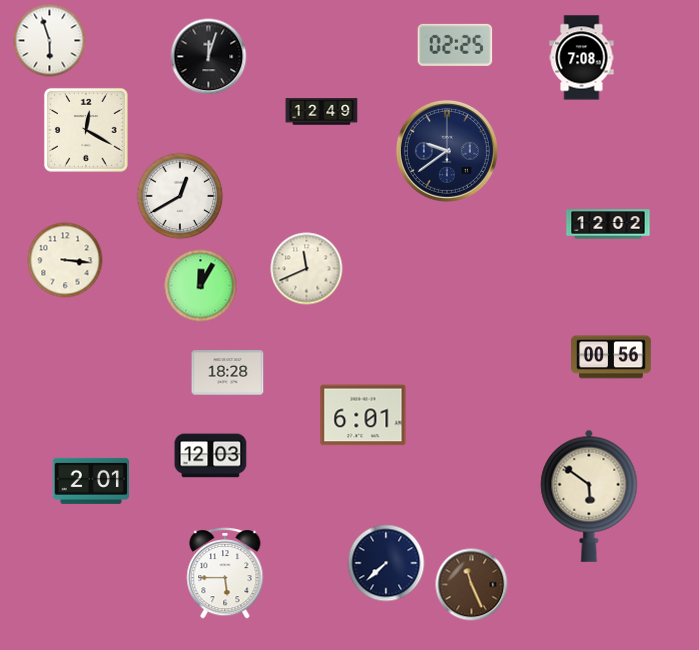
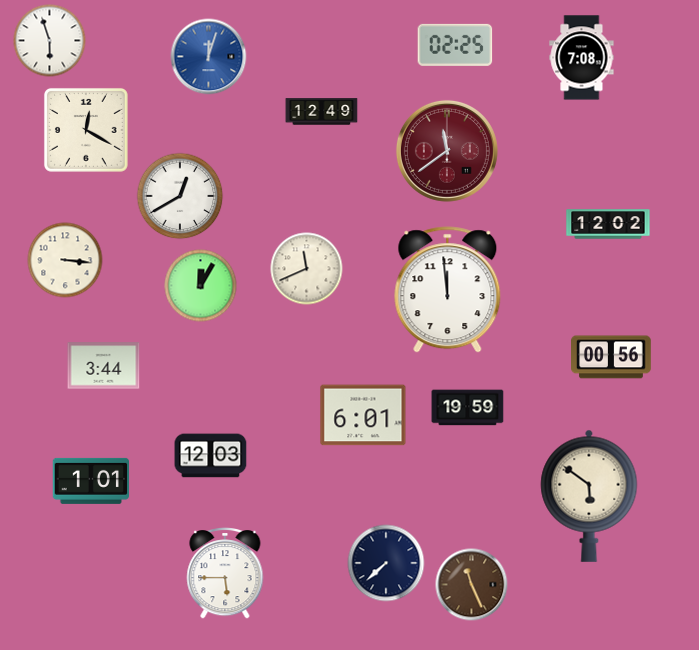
clock at (209, 57) dial: black -> blue
clock at (447, 151): 9:39 -> 11:39
clock at (447, 151) dial: navy -> burgundy
clock at (448, 290): none -> 11:59
clock at (104, 366): none -> 3:44
clock at (228, 373): 18:28 -> none
clock at (468, 408): none -> 19:59
clock at (90, 481): 2:01 -> 1:01
